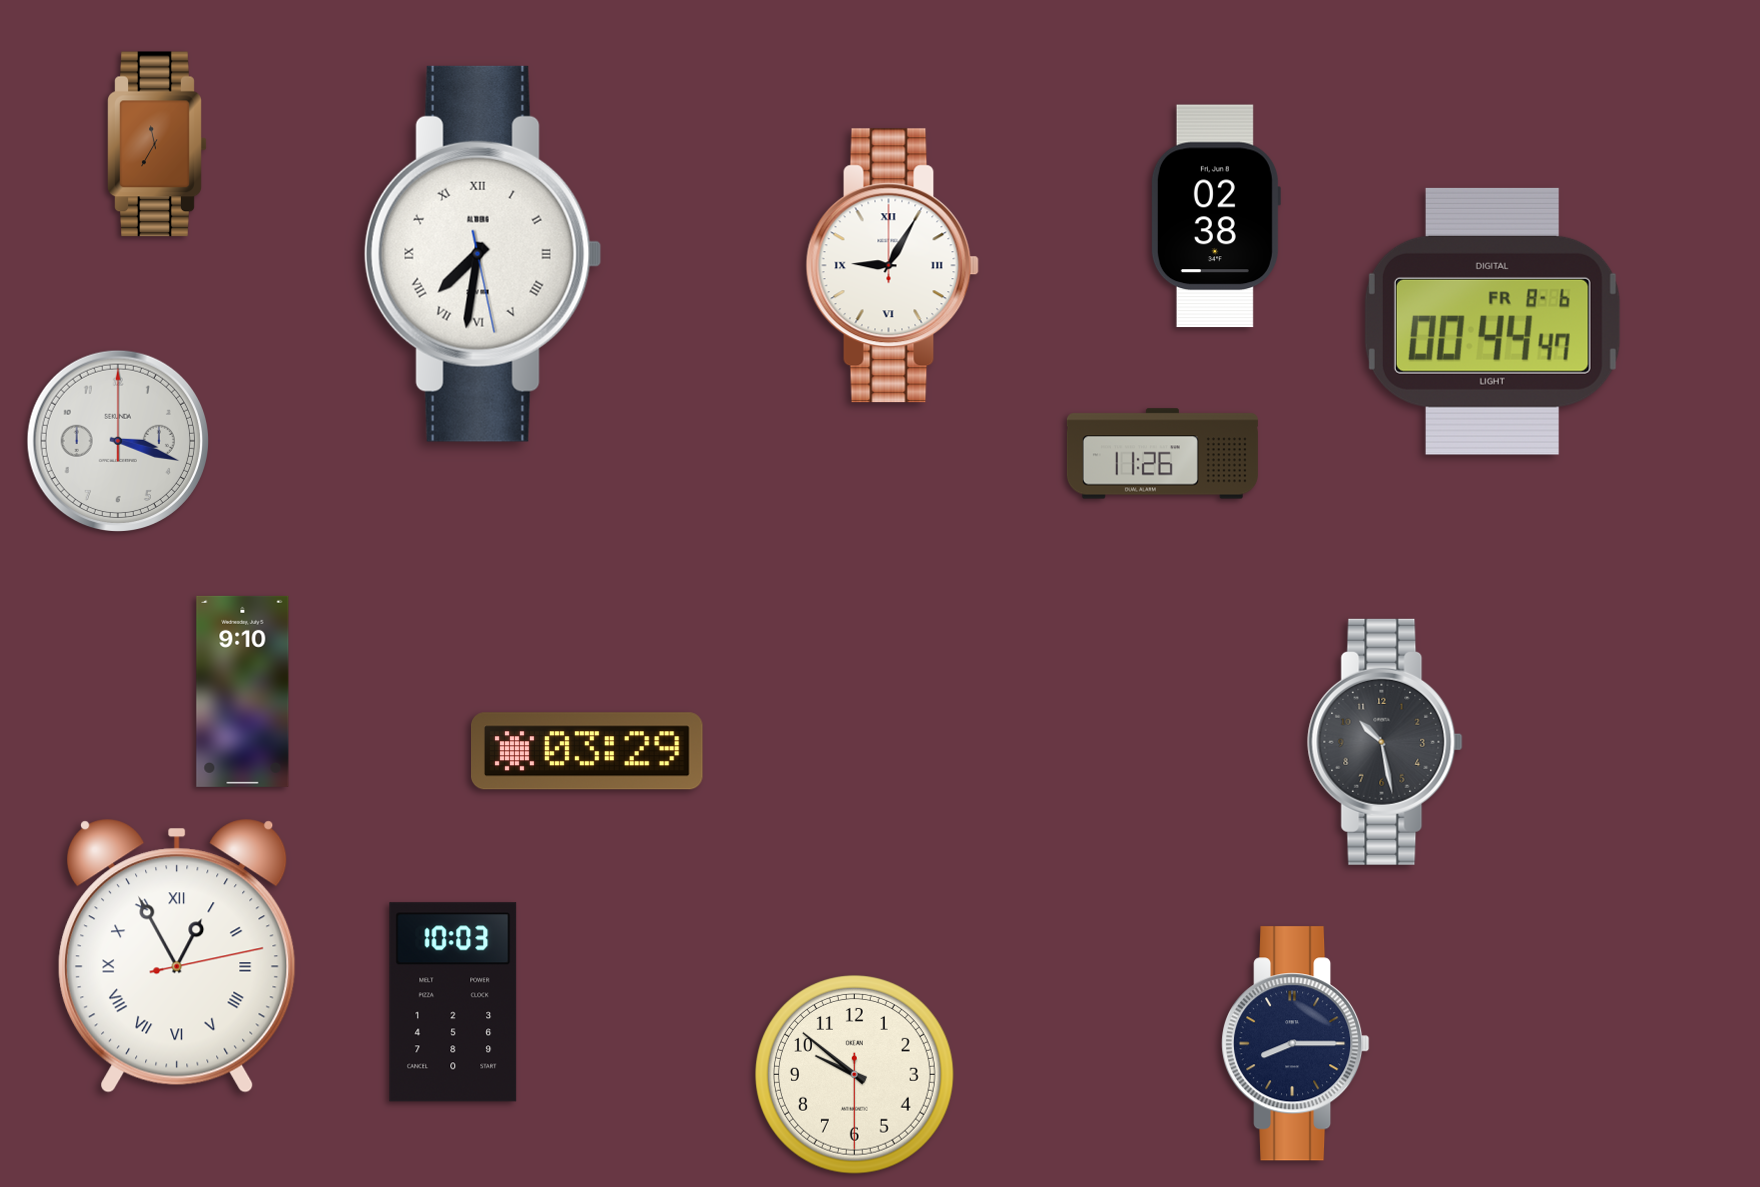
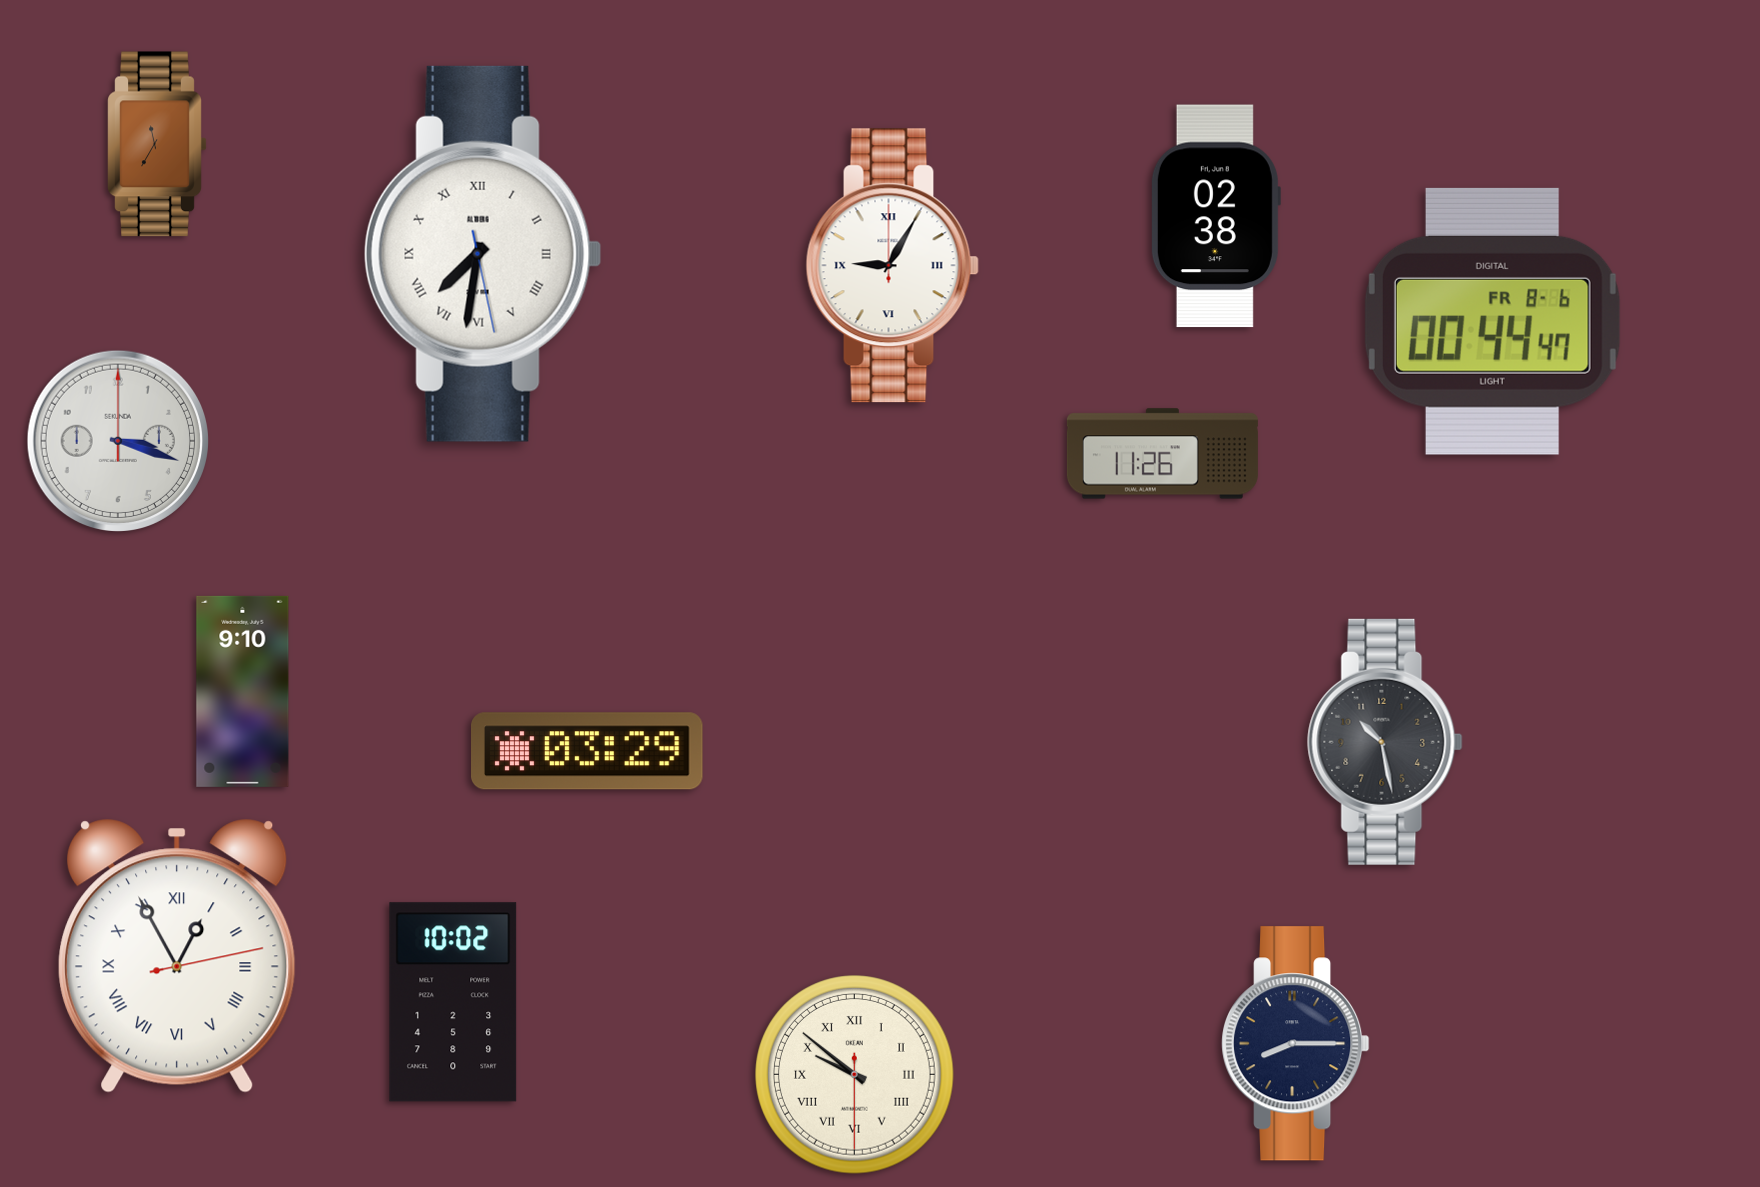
clock at (453, 1002): 10:03 -> 10:02
clock at (855, 1075) numerals: Arabic -> Roman
